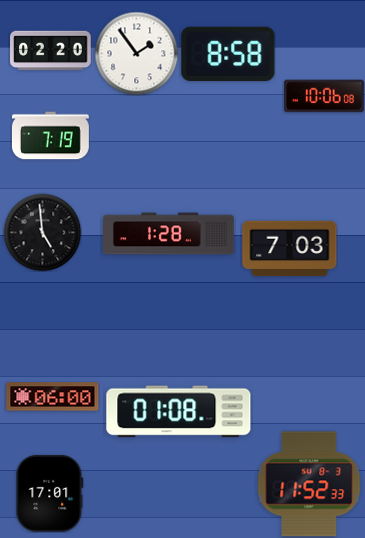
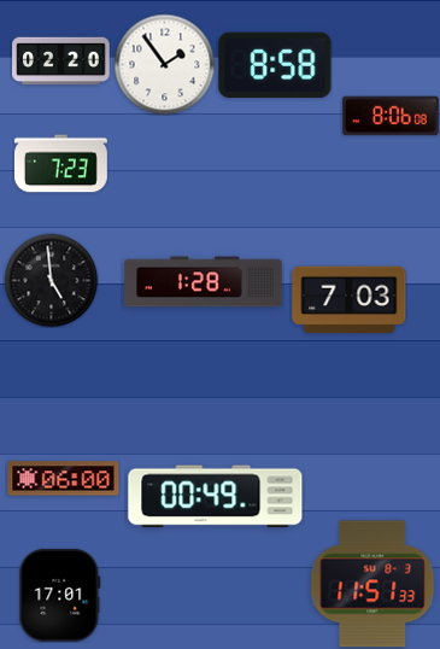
clock at (324, 96): 10:06 -> 8:06
clock at (50, 136): 7:19 -> 7:23
clock at (179, 412): 01:08 -> 00:49
clock at (309, 484): 11:52 -> 11:51
